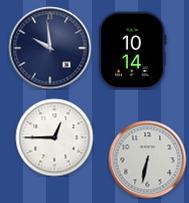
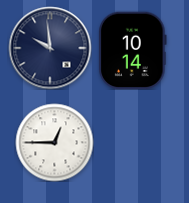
clock at (54, 137) position: (54, 137) -> (54, 142)
clock at (147, 159): 6:32 -> none
